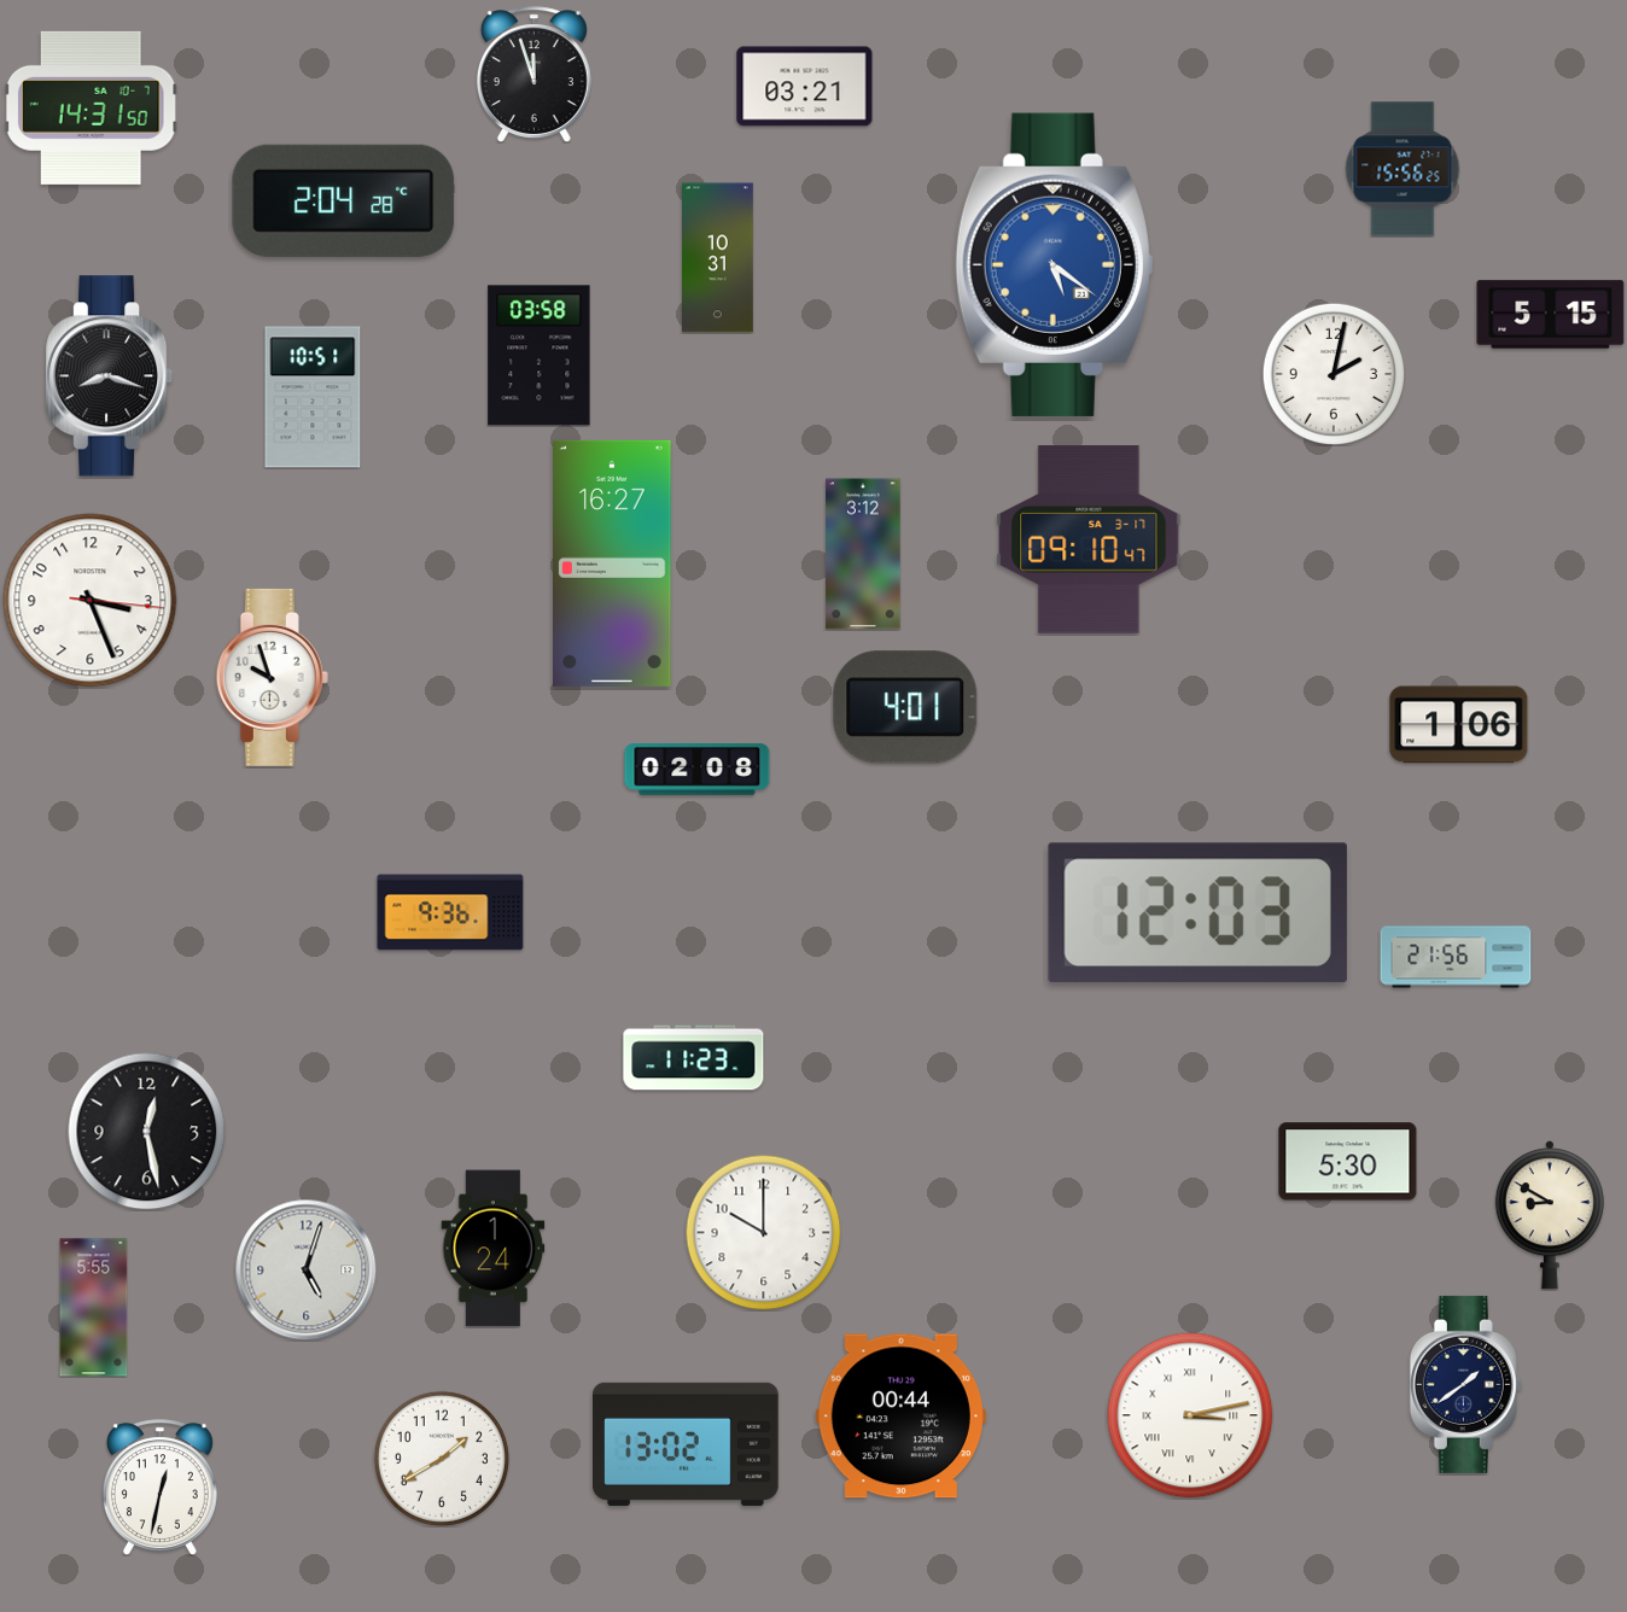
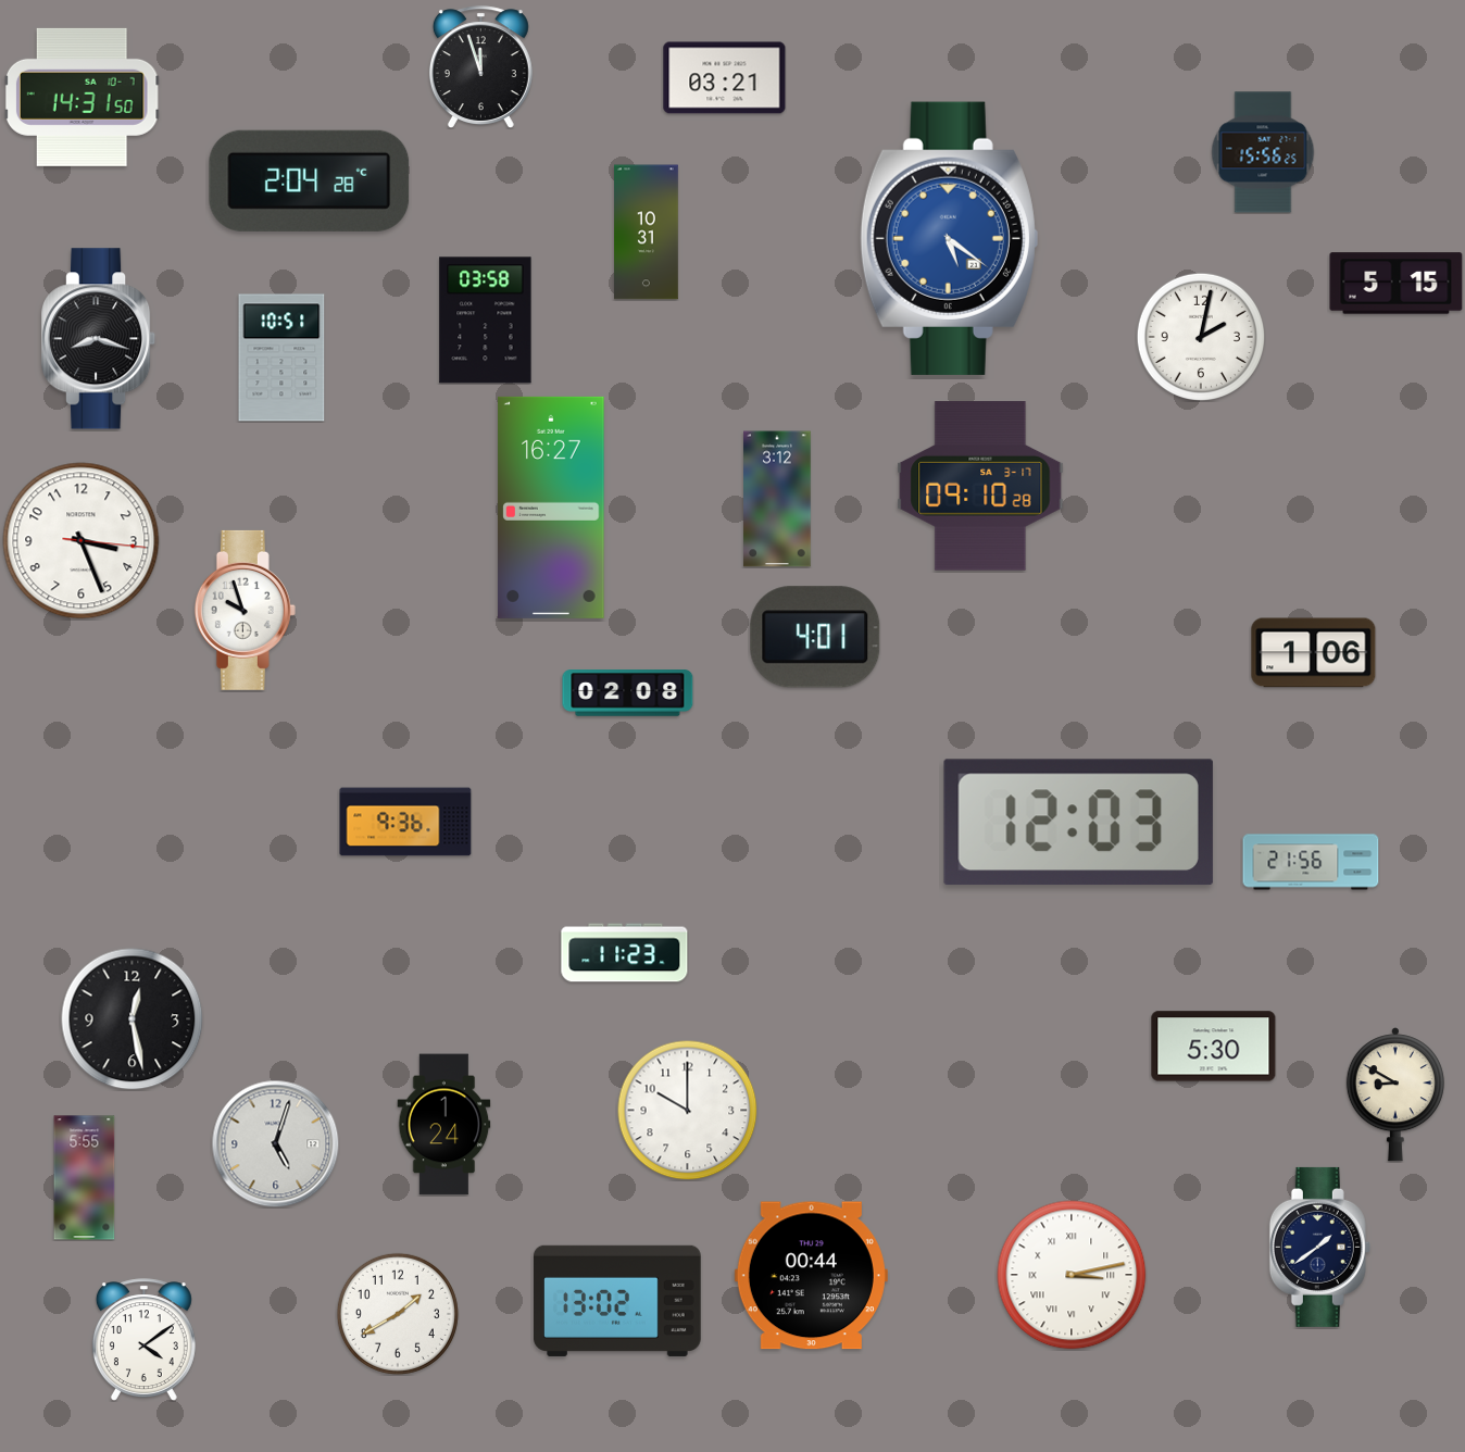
clock at (1089, 539): 09:10:47 -> 09:10:28
clock at (159, 1487): 12:32 -> 4:09
